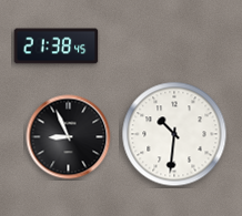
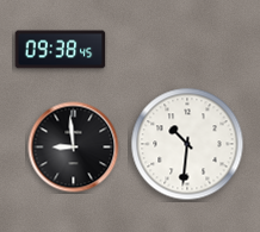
clock at (57, 47): 21:38 -> 09:38
clock at (69, 137): 8:56 -> 8:59
